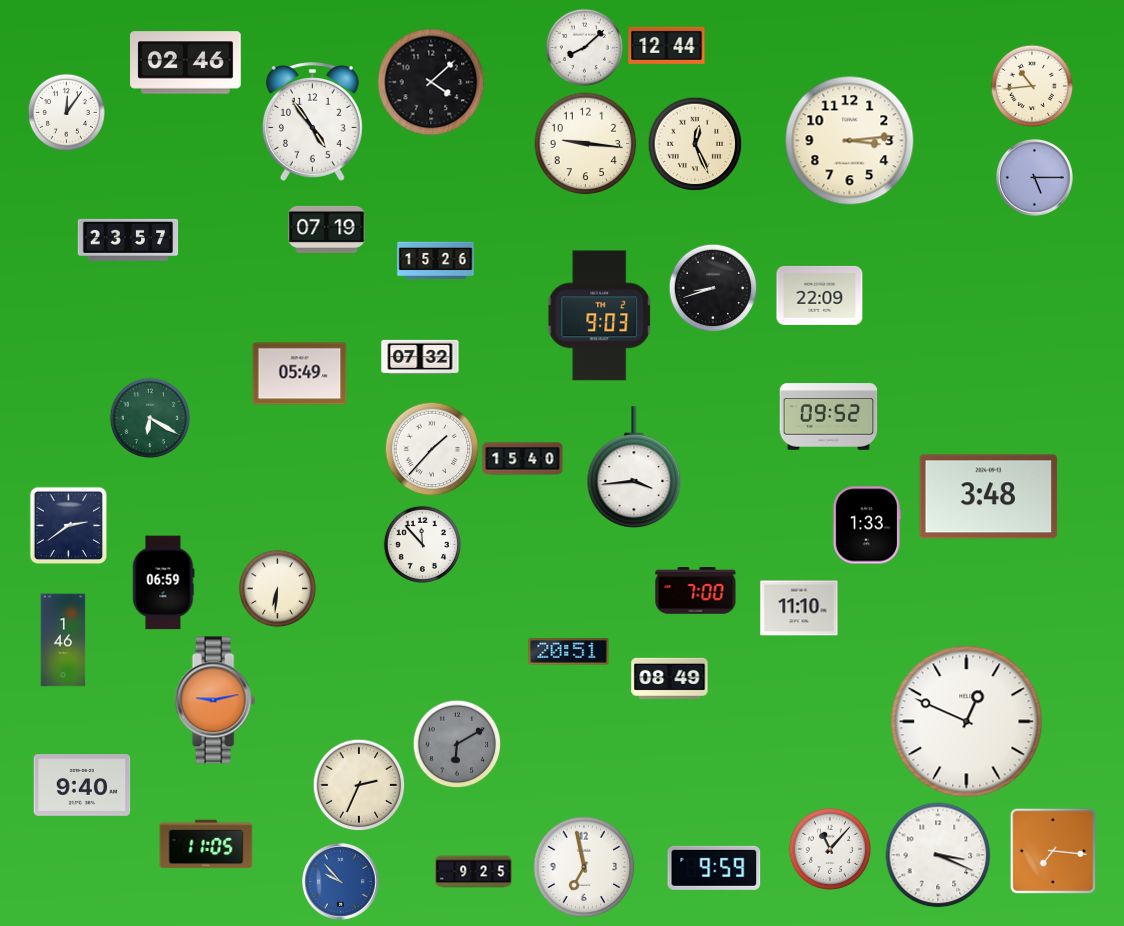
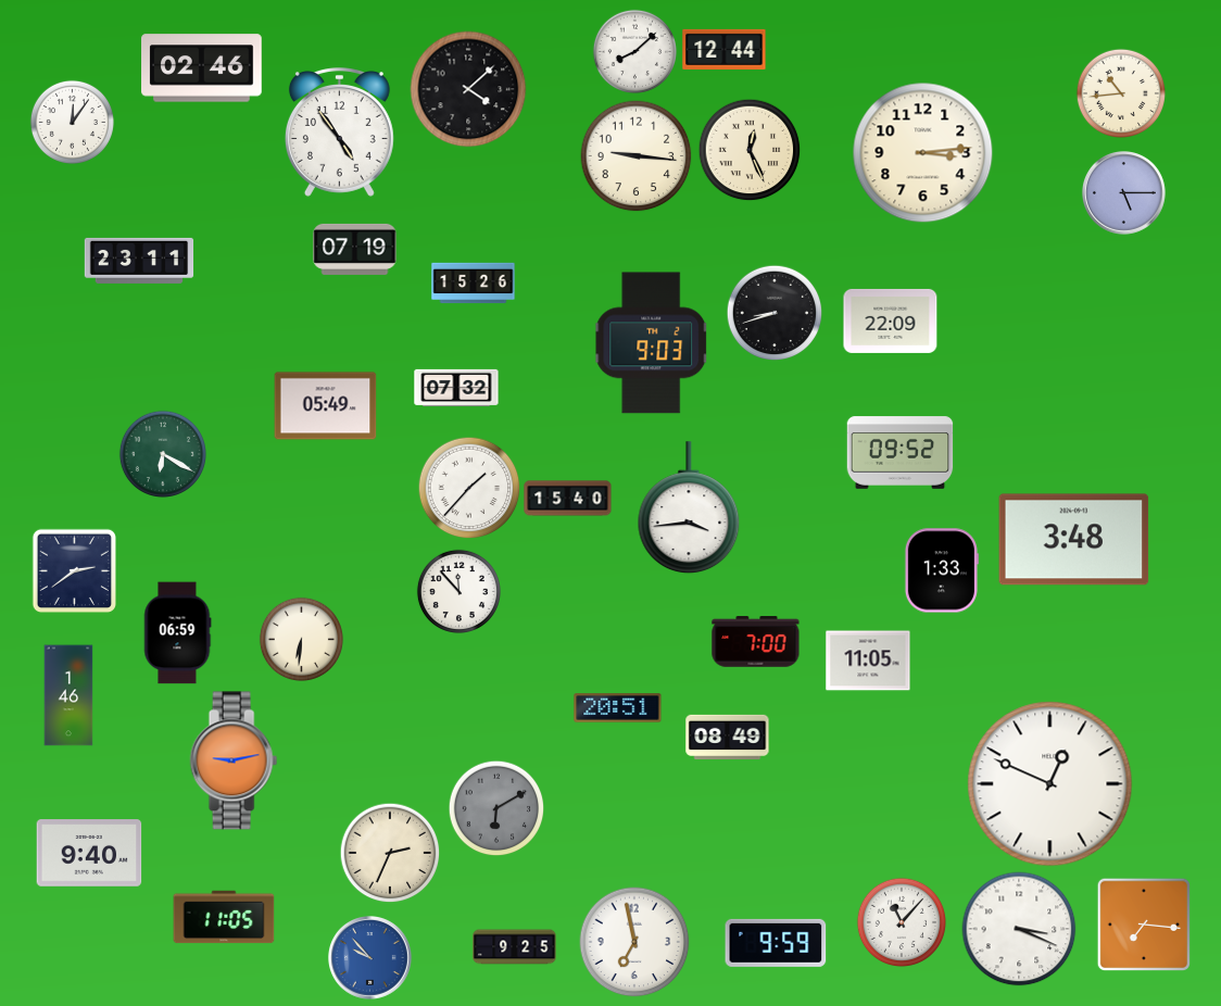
clock at (695, 144) position: (695, 144) -> (750, 150)
clock at (128, 240): 23:57 -> 23:11
clock at (799, 608): 11:10 -> 11:05
